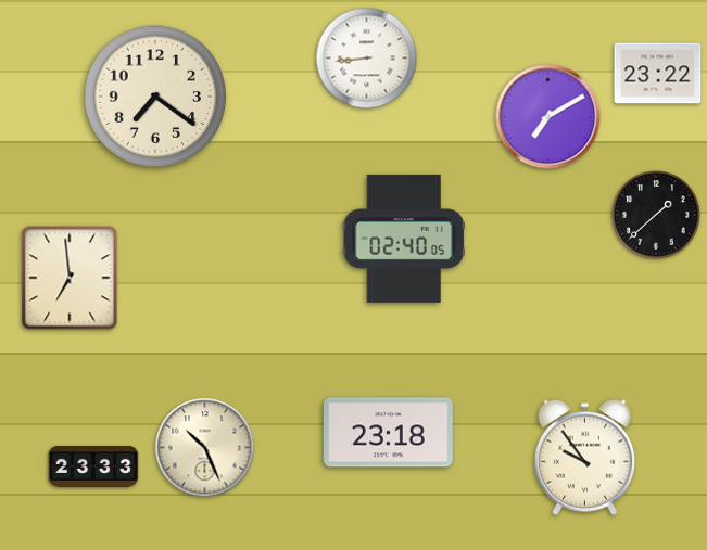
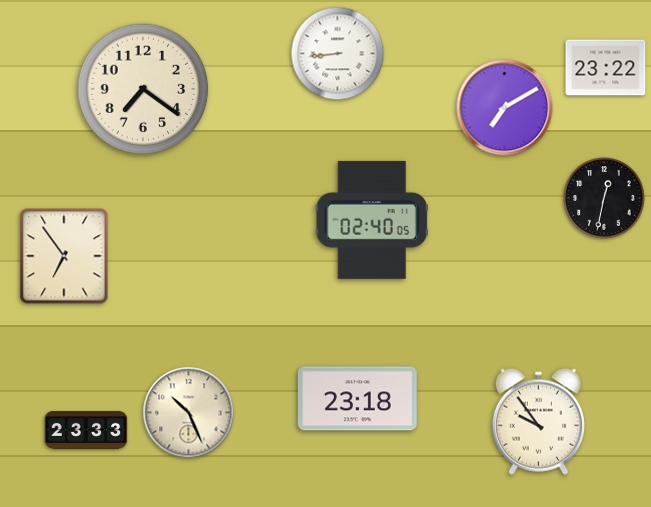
clock at (656, 215): 1:38 -> 12:32
clock at (70, 278): 6:59 -> 6:54
